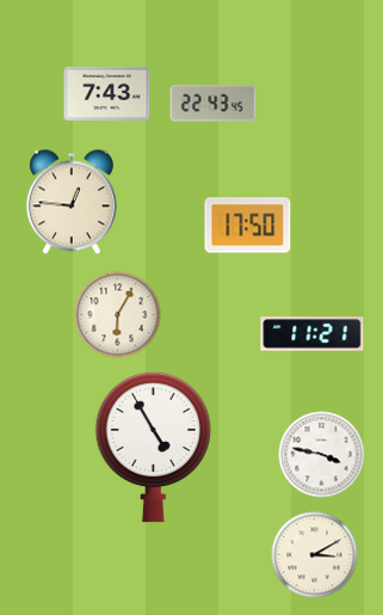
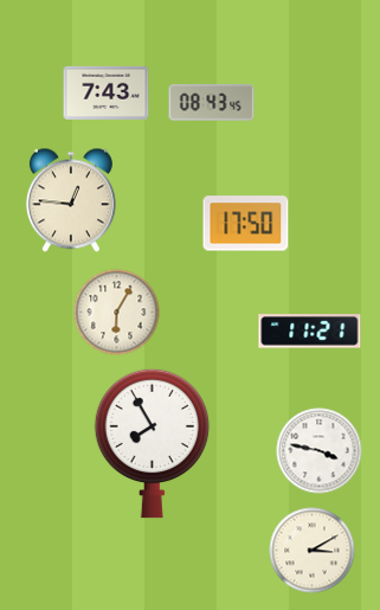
clock at (214, 104): 22:43 -> 08:43
clock at (153, 447): 4:55 -> 7:55
